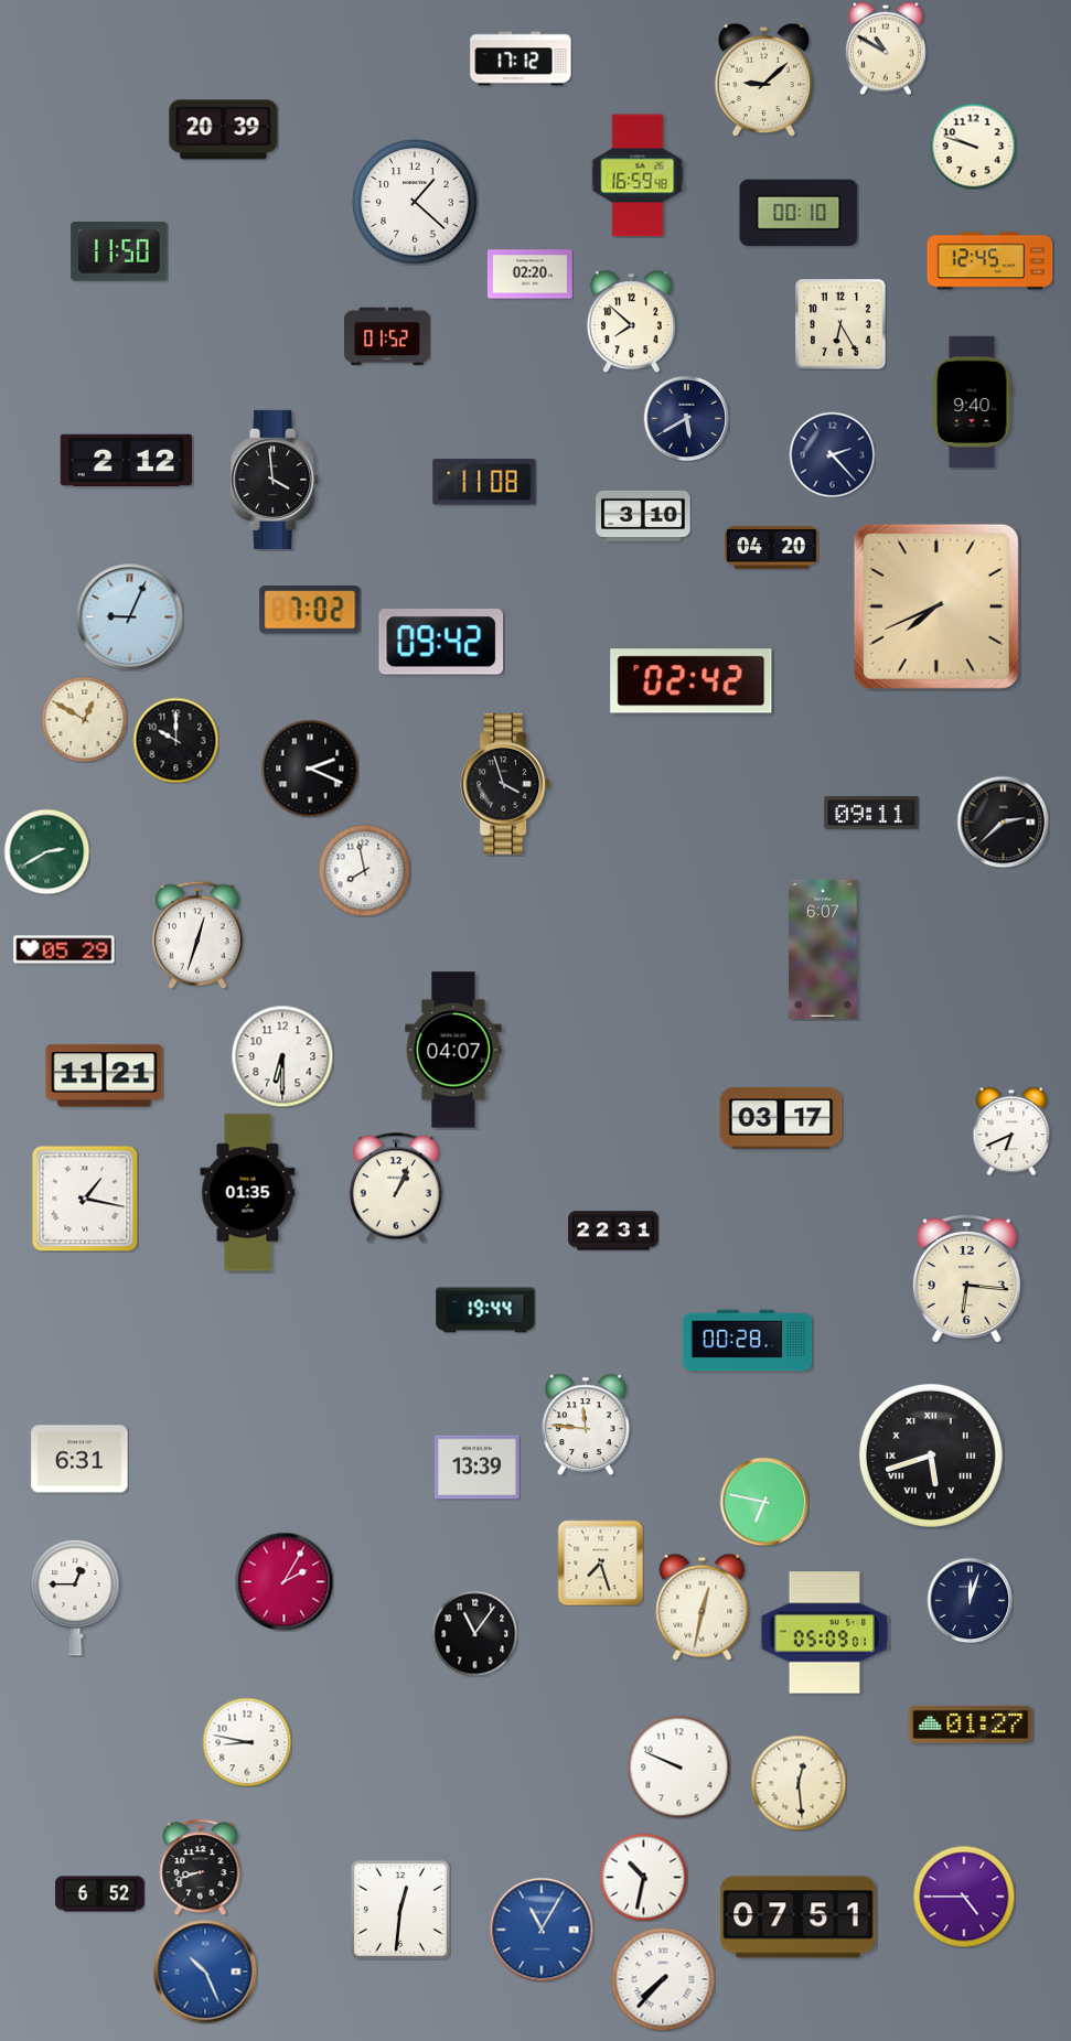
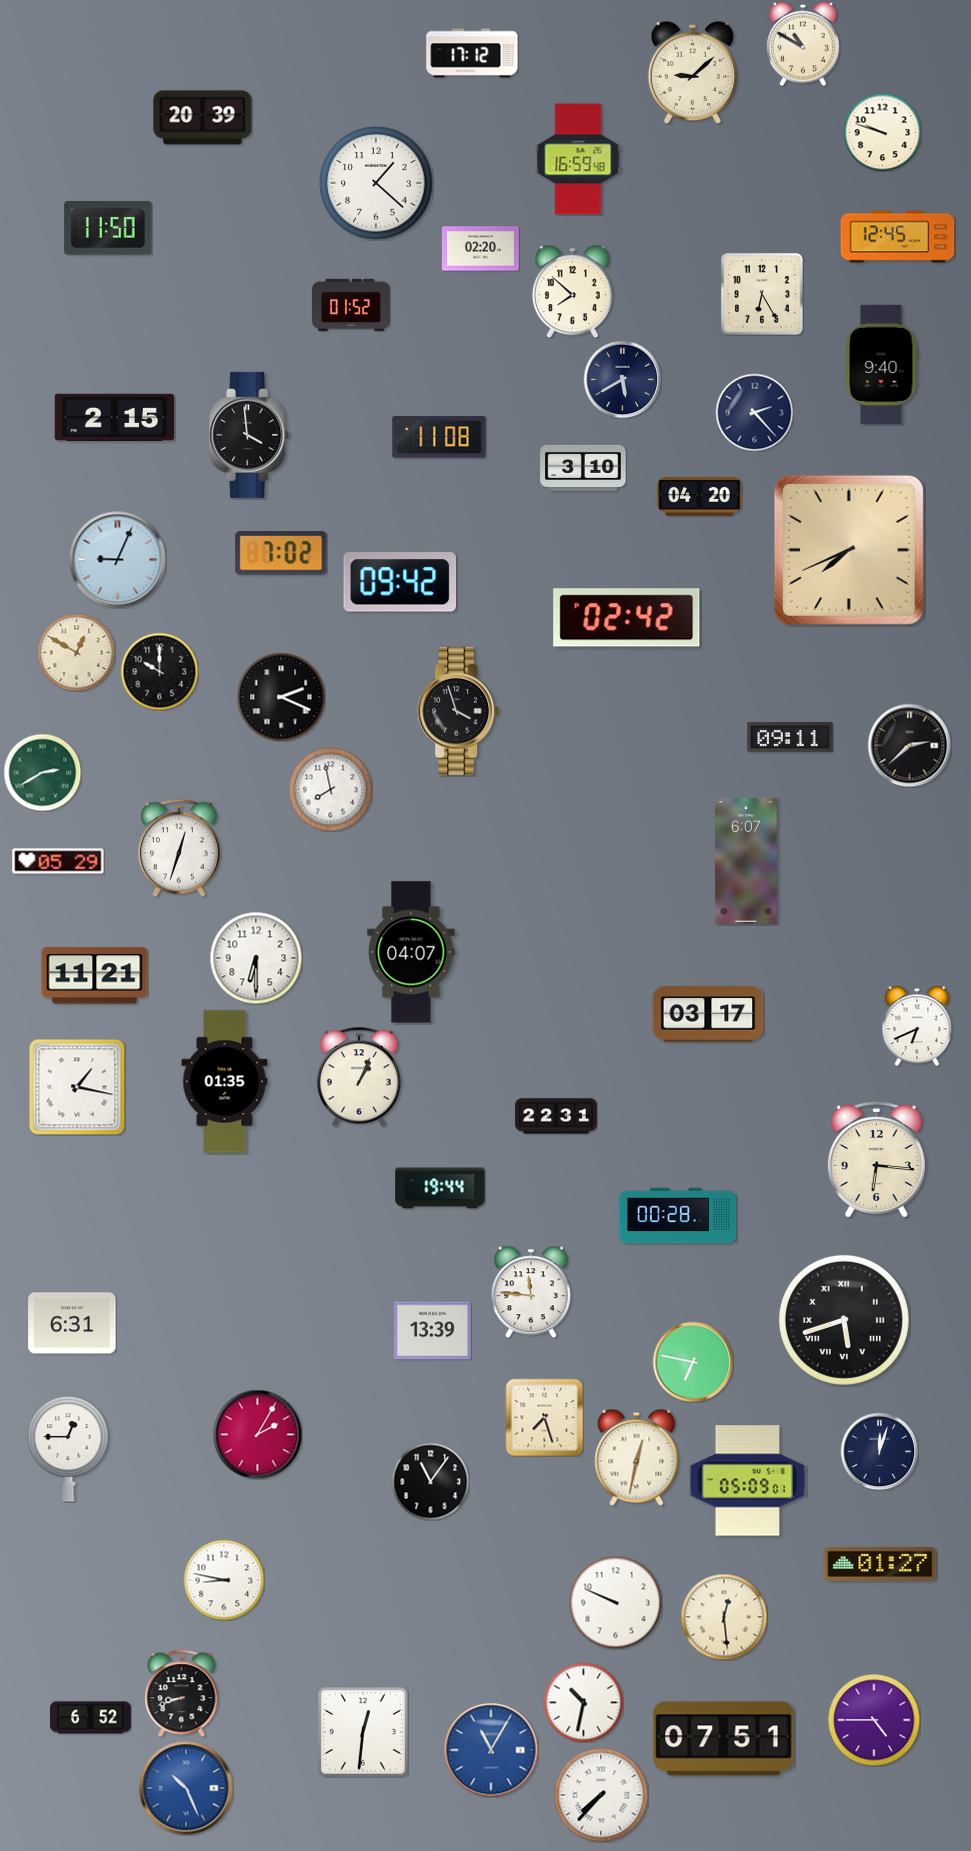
clock at (799, 213): 00:10 -> none
clock at (126, 460): 2:12 -> 2:15
